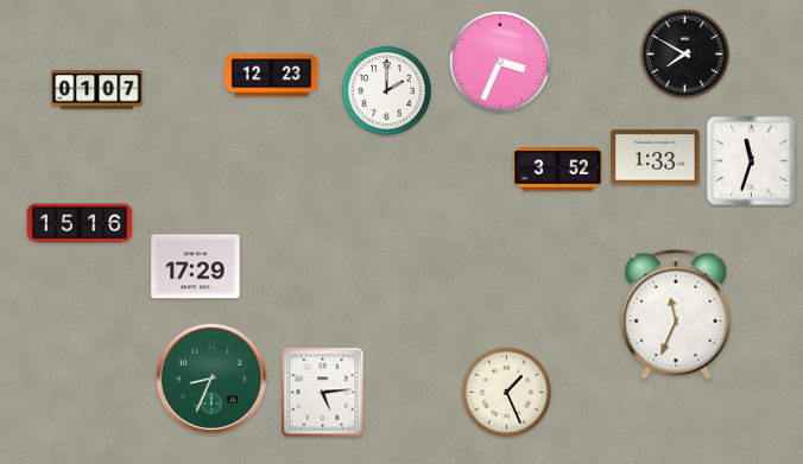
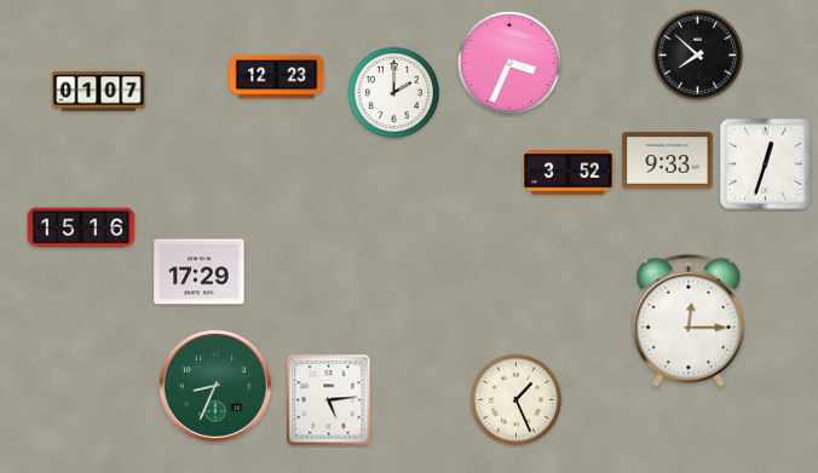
clock at (684, 53): 7:50 -> 7:52
clock at (656, 158): 1:33 -> 9:33
clock at (751, 160): 11:33 -> 12:33
clock at (676, 314): 11:34 -> 12:15
